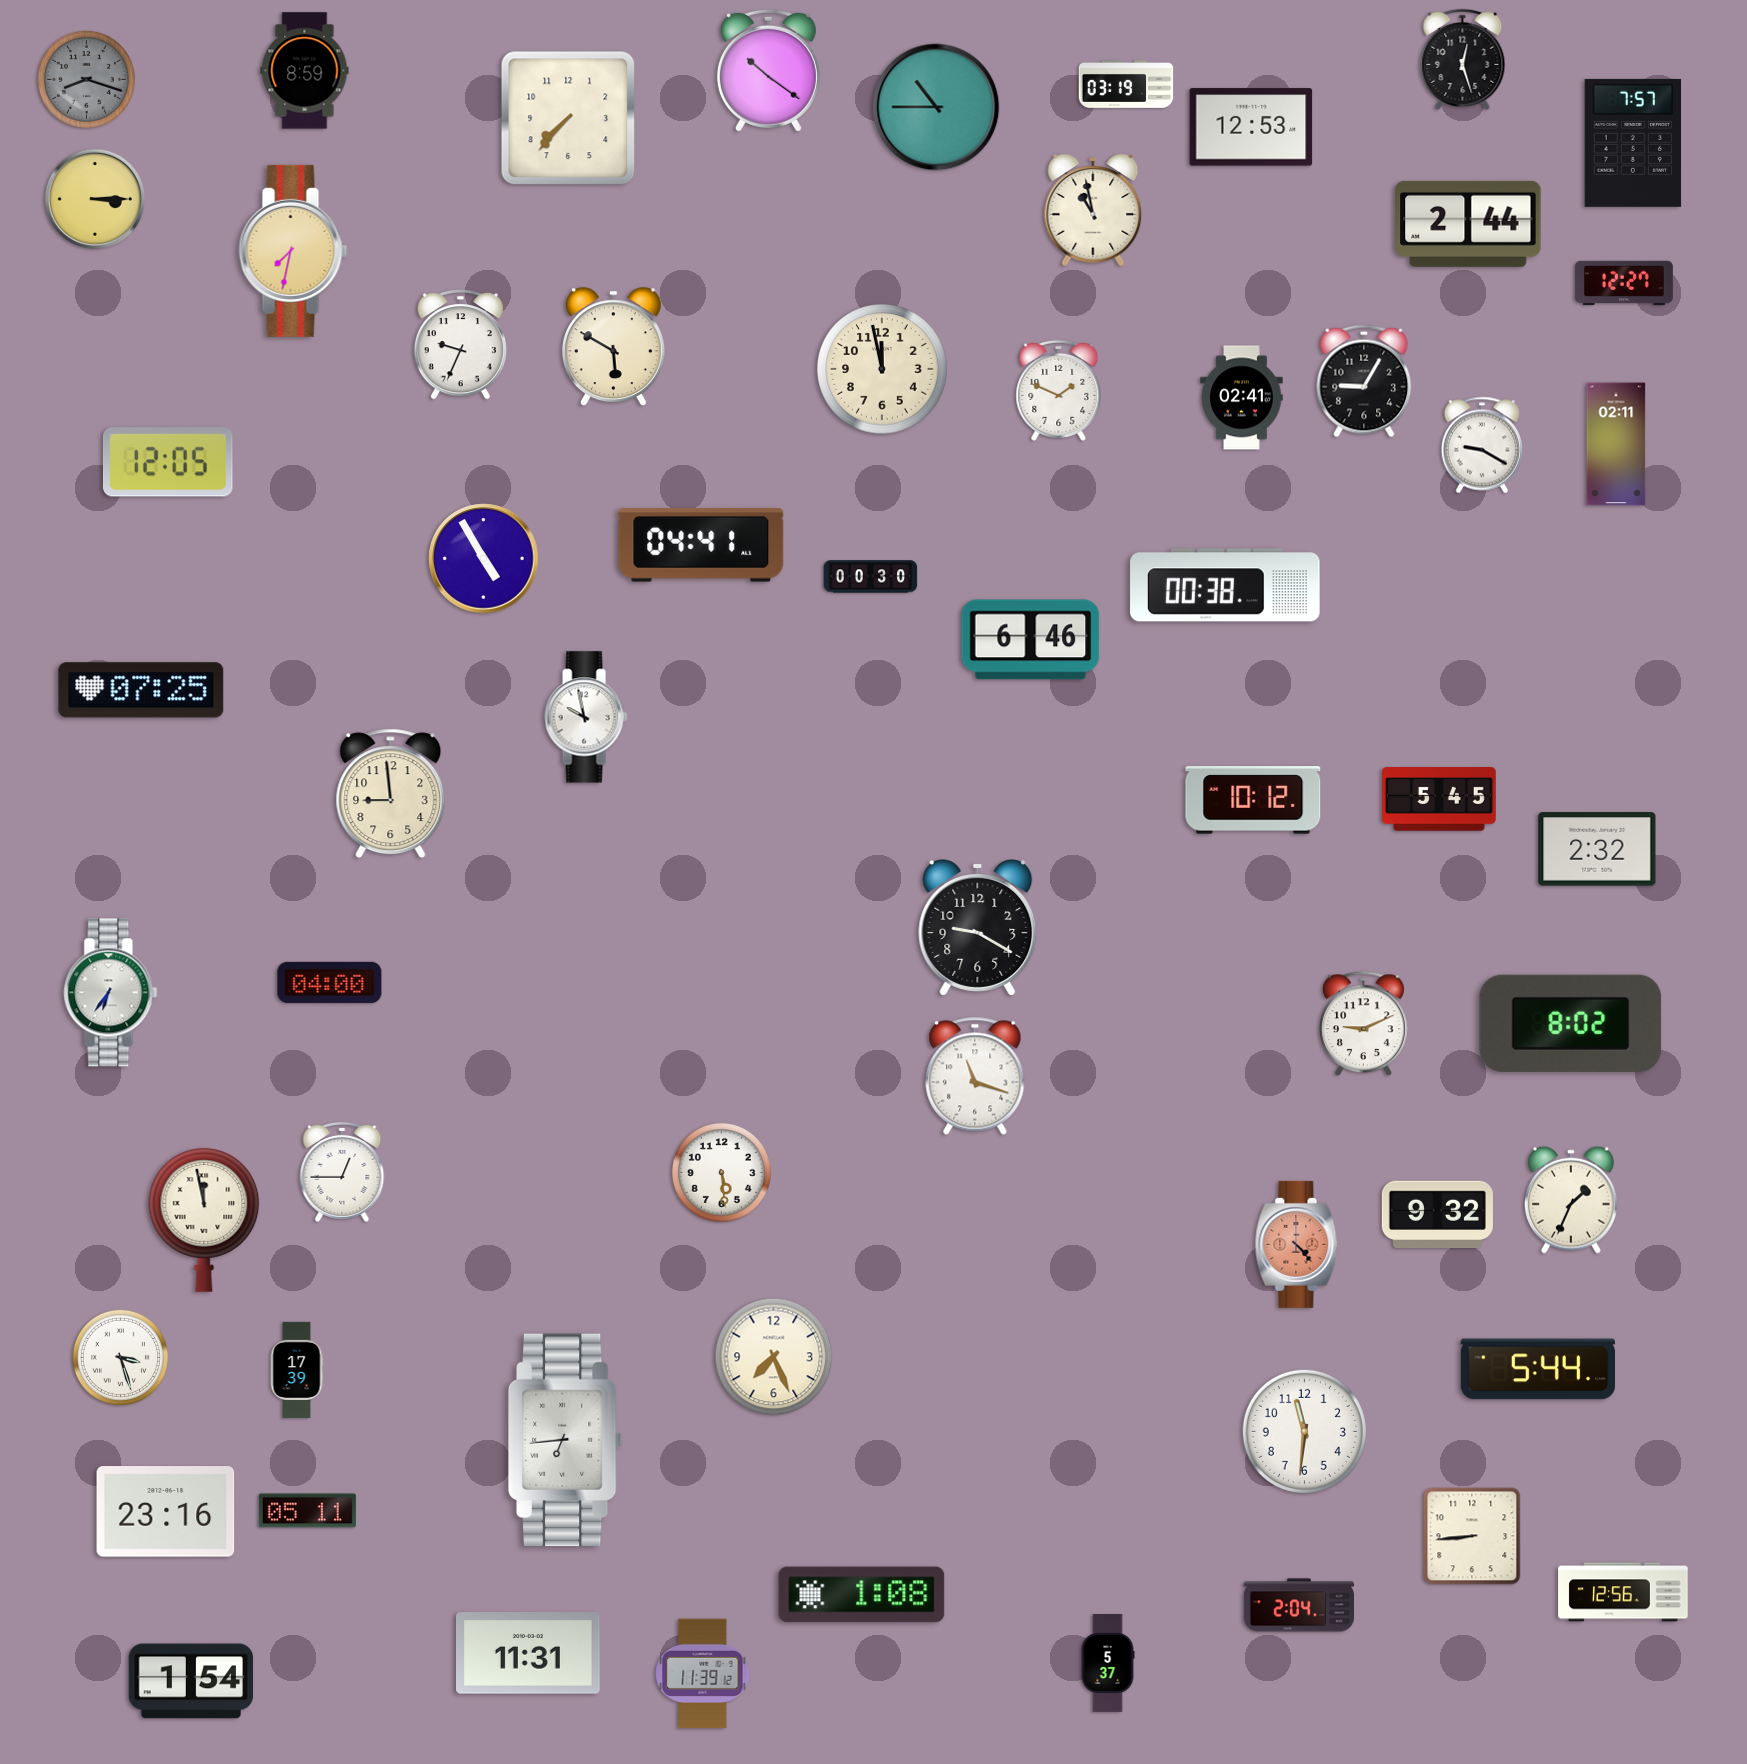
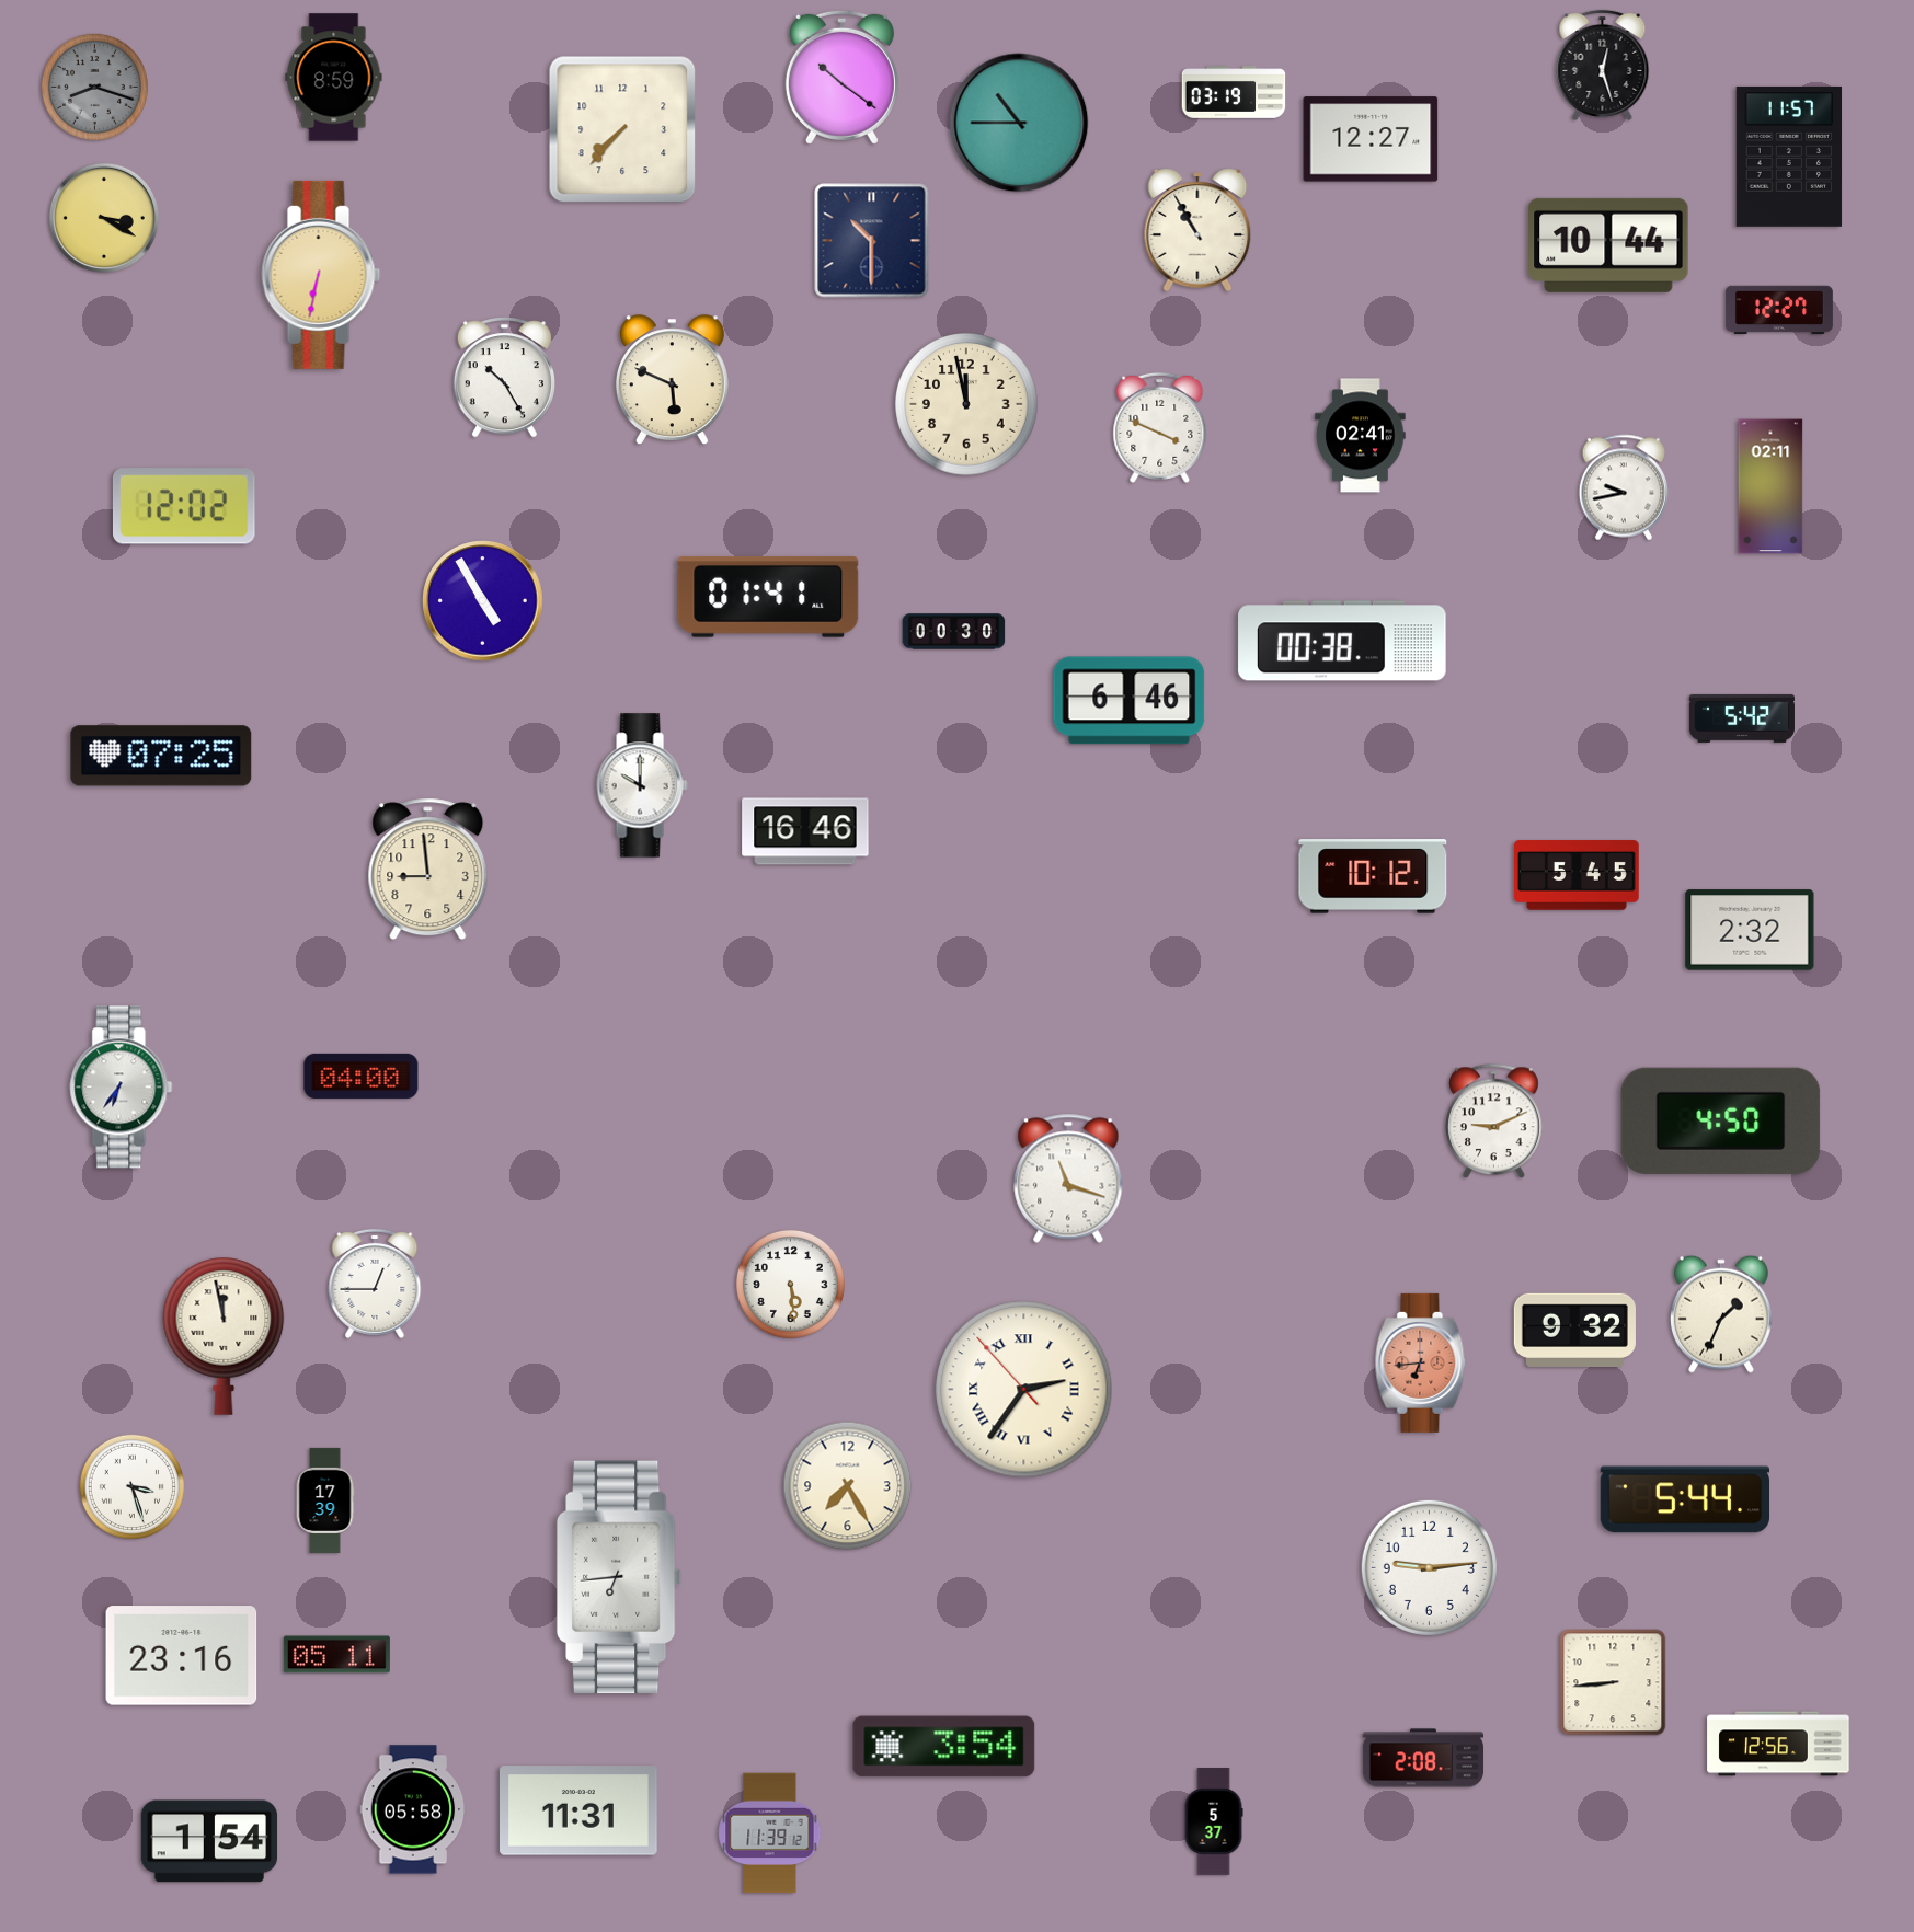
clock at (936, 107) position: (936, 107) -> (1019, 123)
clock at (1251, 127): 12:53 -> 12:27
clock at (1633, 143): 7:57 -> 11:57
clock at (95, 199): 3:15 -> 3:20
clock at (1093, 210): 10:58 -> 10:55
clock at (872, 241): none -> 10:30
clock at (1468, 224): 2:44 -> 10:44
clock at (293, 251): 7:32 -> 6:32
clock at (460, 345): 9:34 -> 10:25
clock at (613, 347): 5:50 -> 5:49
clock at (1364, 381): 9:05 -> none
clock at (1059, 390): 1:49 -> 3:49
clock at (1482, 445): 9:20 -> 9:43
clock at (168, 462): 12:05 -> 12:02
clock at (701, 545): 04:41 -> 01:41
clock at (484, 559) position: (484, 559) -> (483, 601)
clock at (1742, 718): none -> 5:42
clock at (141, 690) position: (141, 690) -> (161, 756)
clock at (586, 717): 9:58 -> 10:00
clock at (805, 831): none -> 16:46
clock at (978, 928): 9:20 -> none
clock at (1571, 1023): 8:02 -> 4:50
clock at (1297, 1244): 4:23 -> 6:44
clock at (1024, 1390): none -> 2:35
clock at (774, 1357): 7:26 -> 7:25
clock at (1304, 1431): 11:31 -> 9:14
clock at (862, 1595): 1:08 -> 3:54
clock at (1298, 1605): 2:04 -> 2:08
clock at (413, 1809): none -> 05:58
